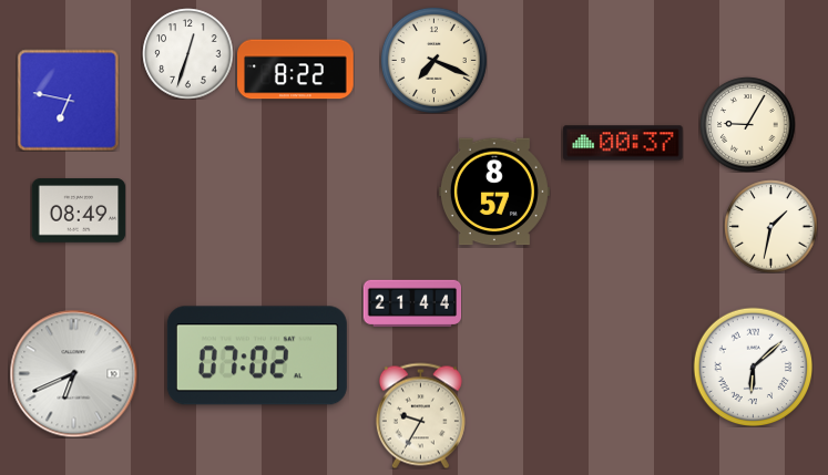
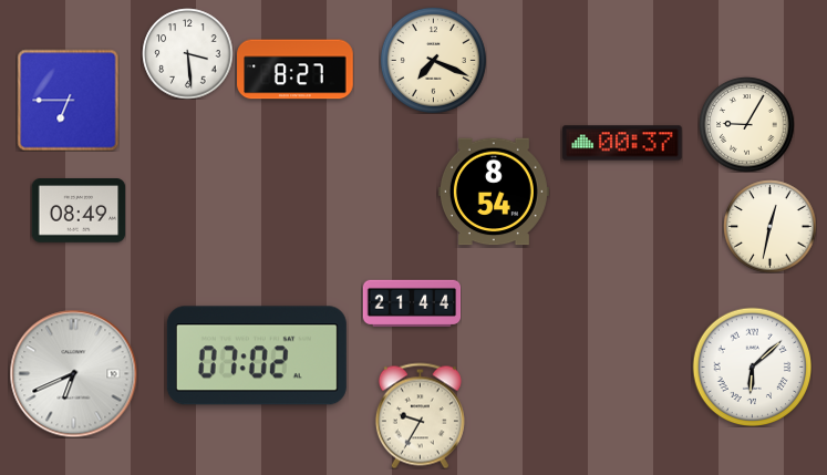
clock at (187, 53): 12:33 -> 3:29
clock at (296, 70): 8:22 -> 8:27
clock at (68, 100): 6:47 -> 6:45
clock at (494, 192): 8:57 -> 8:54
clock at (770, 226): 1:32 -> 12:32
